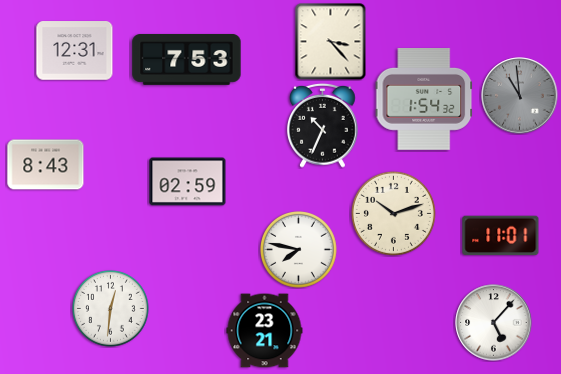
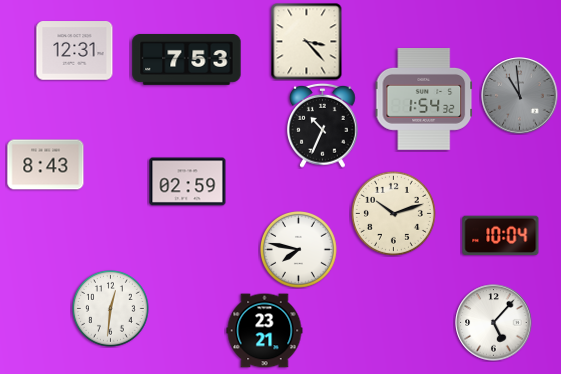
clock at (331, 41) position: (331, 41) -> (307, 41)
clock at (501, 236): 11:01 -> 10:04
